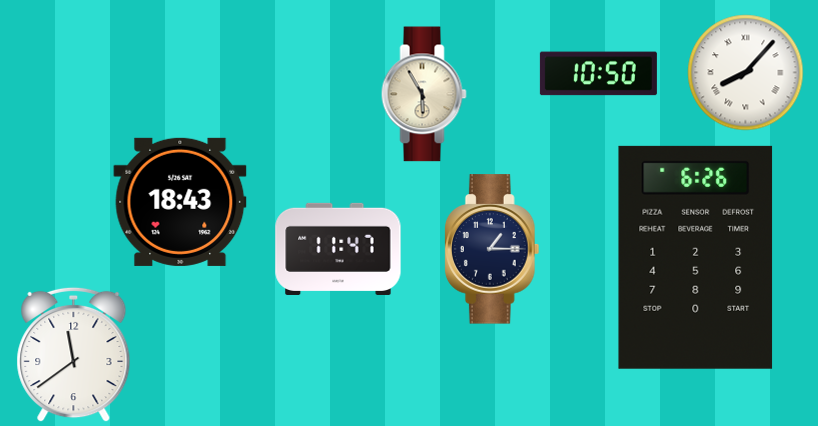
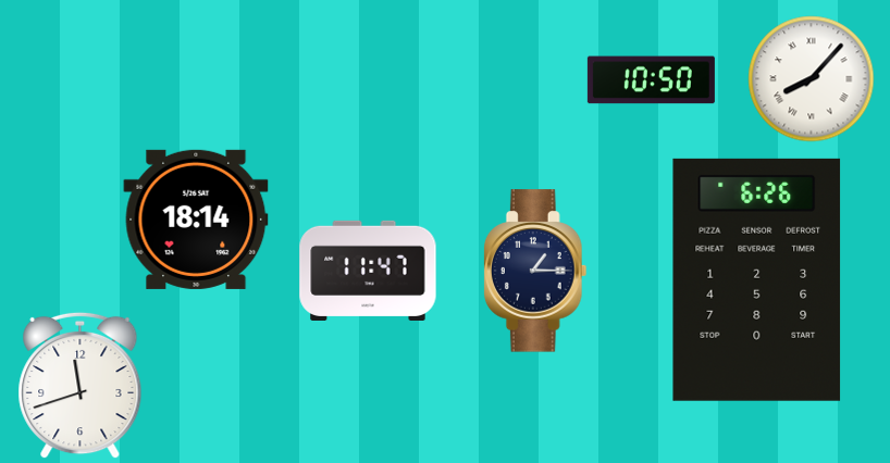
clock at (424, 94): 5:55 -> none
clock at (180, 202): 18:43 -> 18:14
clock at (74, 355): 11:39 -> 11:42
